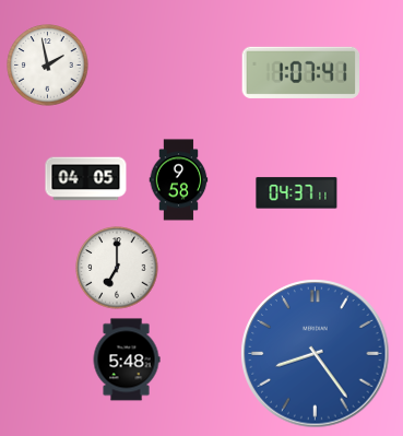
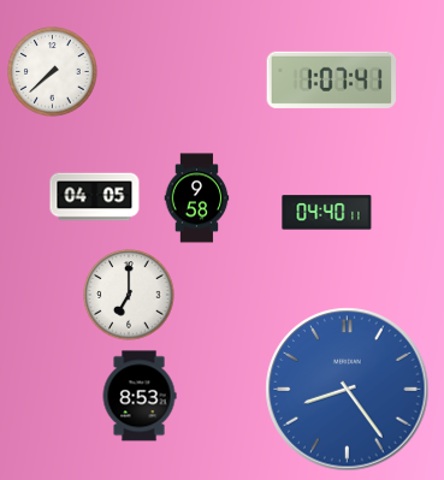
clock at (48, 66): 1:58 -> 7:38
clock at (297, 193): 04:37 -> 04:40
clock at (127, 360): 5:48 -> 8:53
